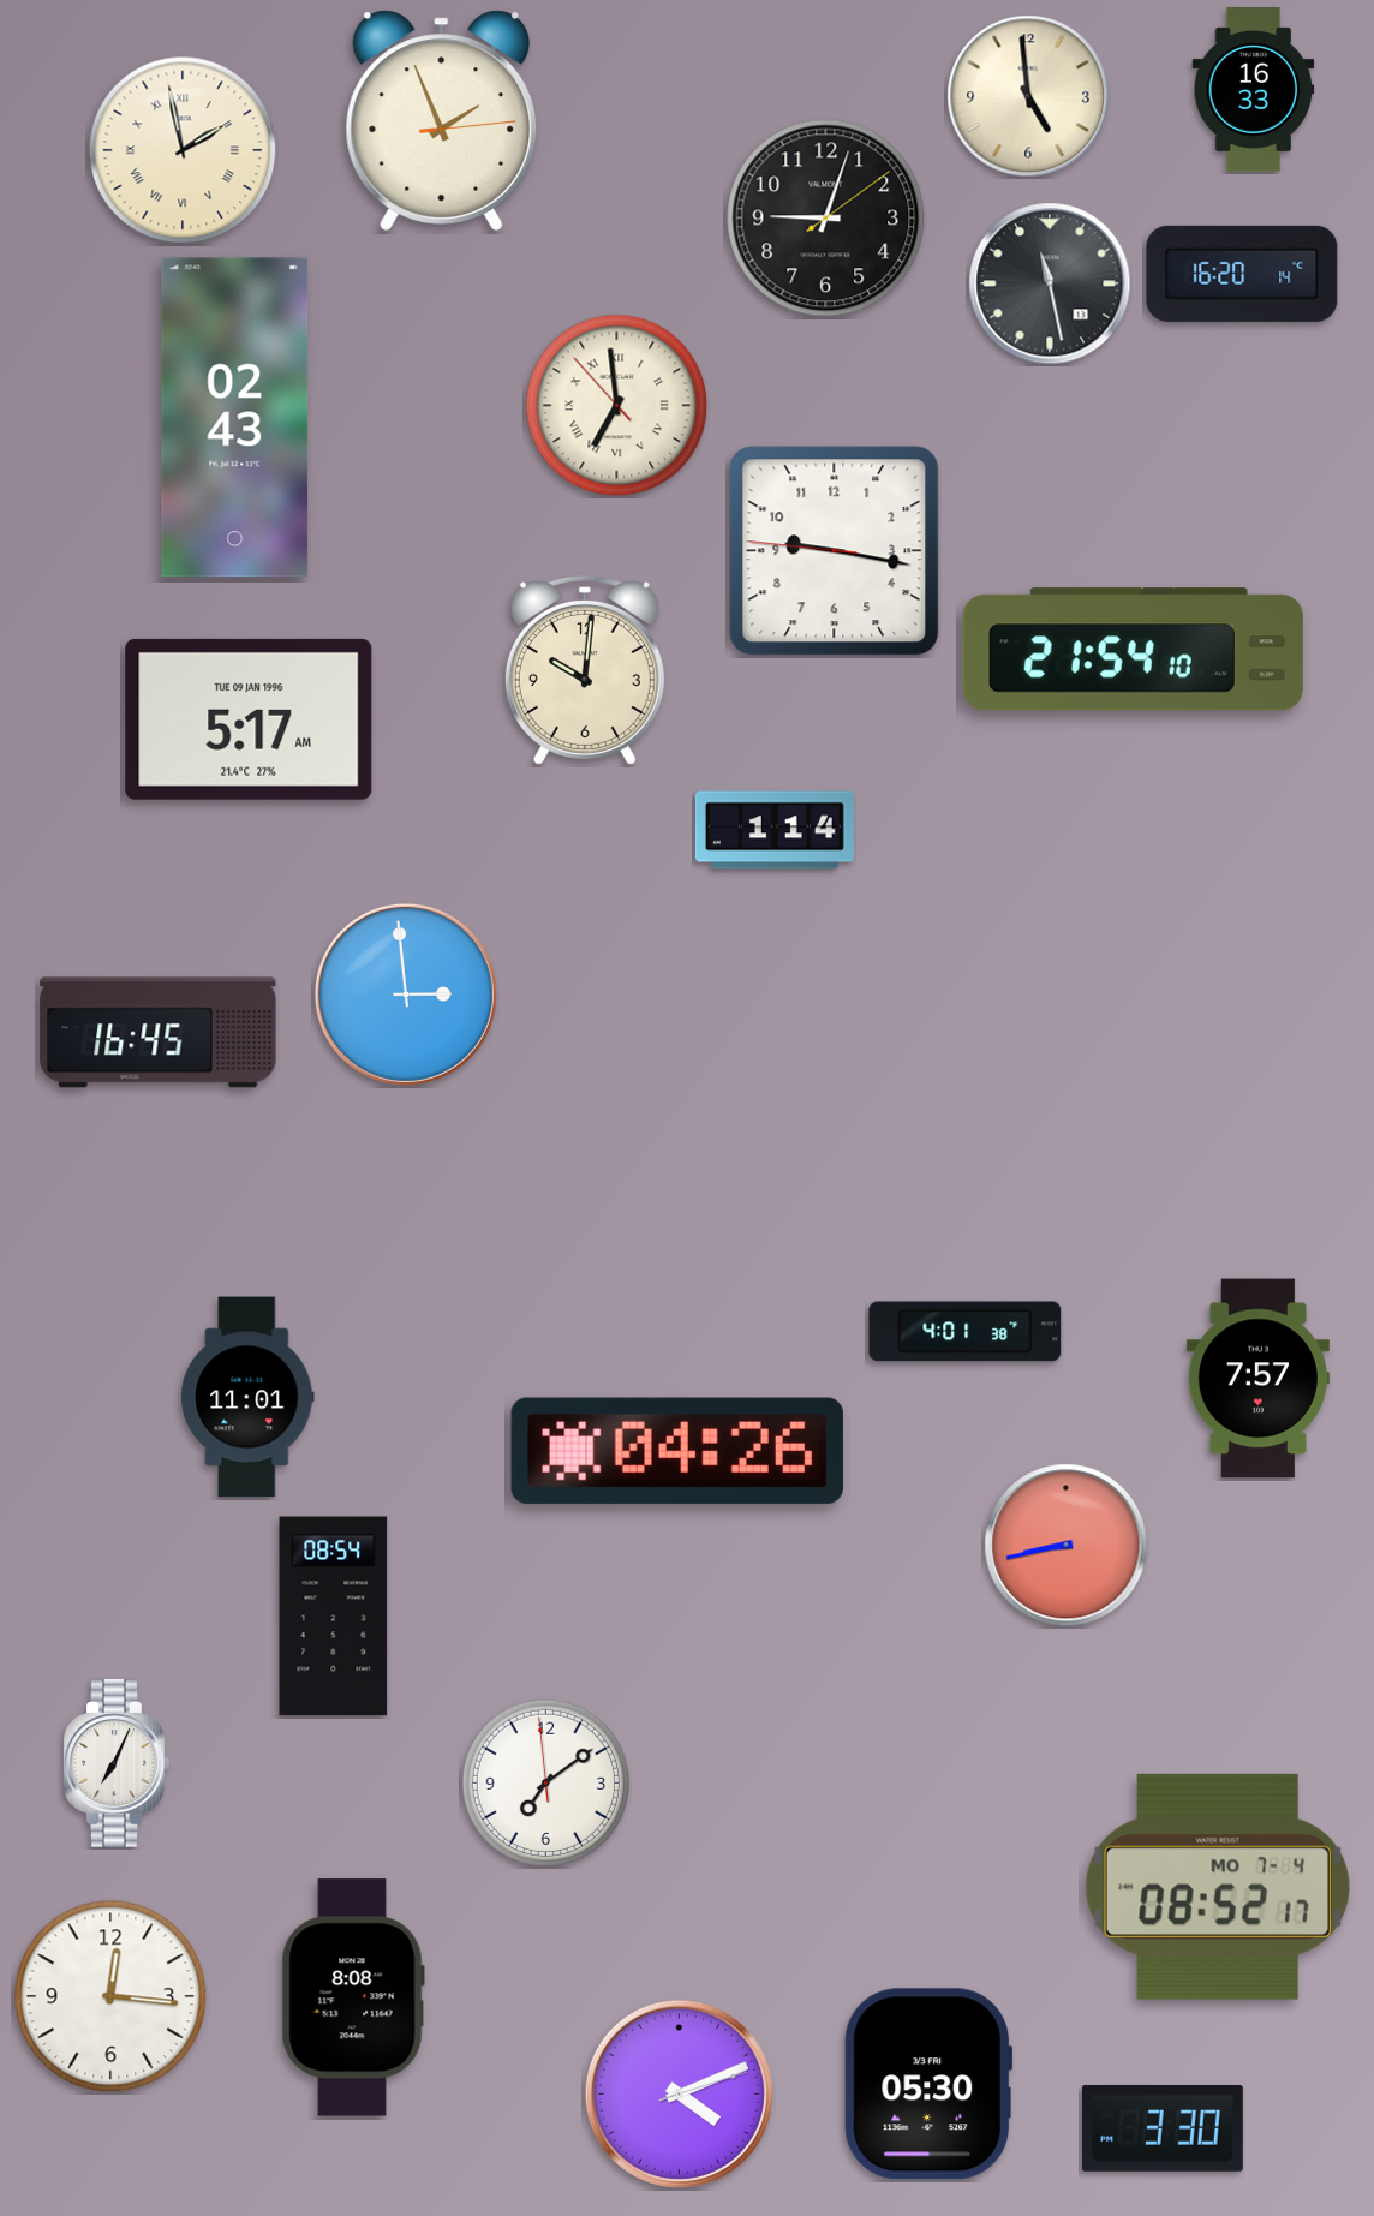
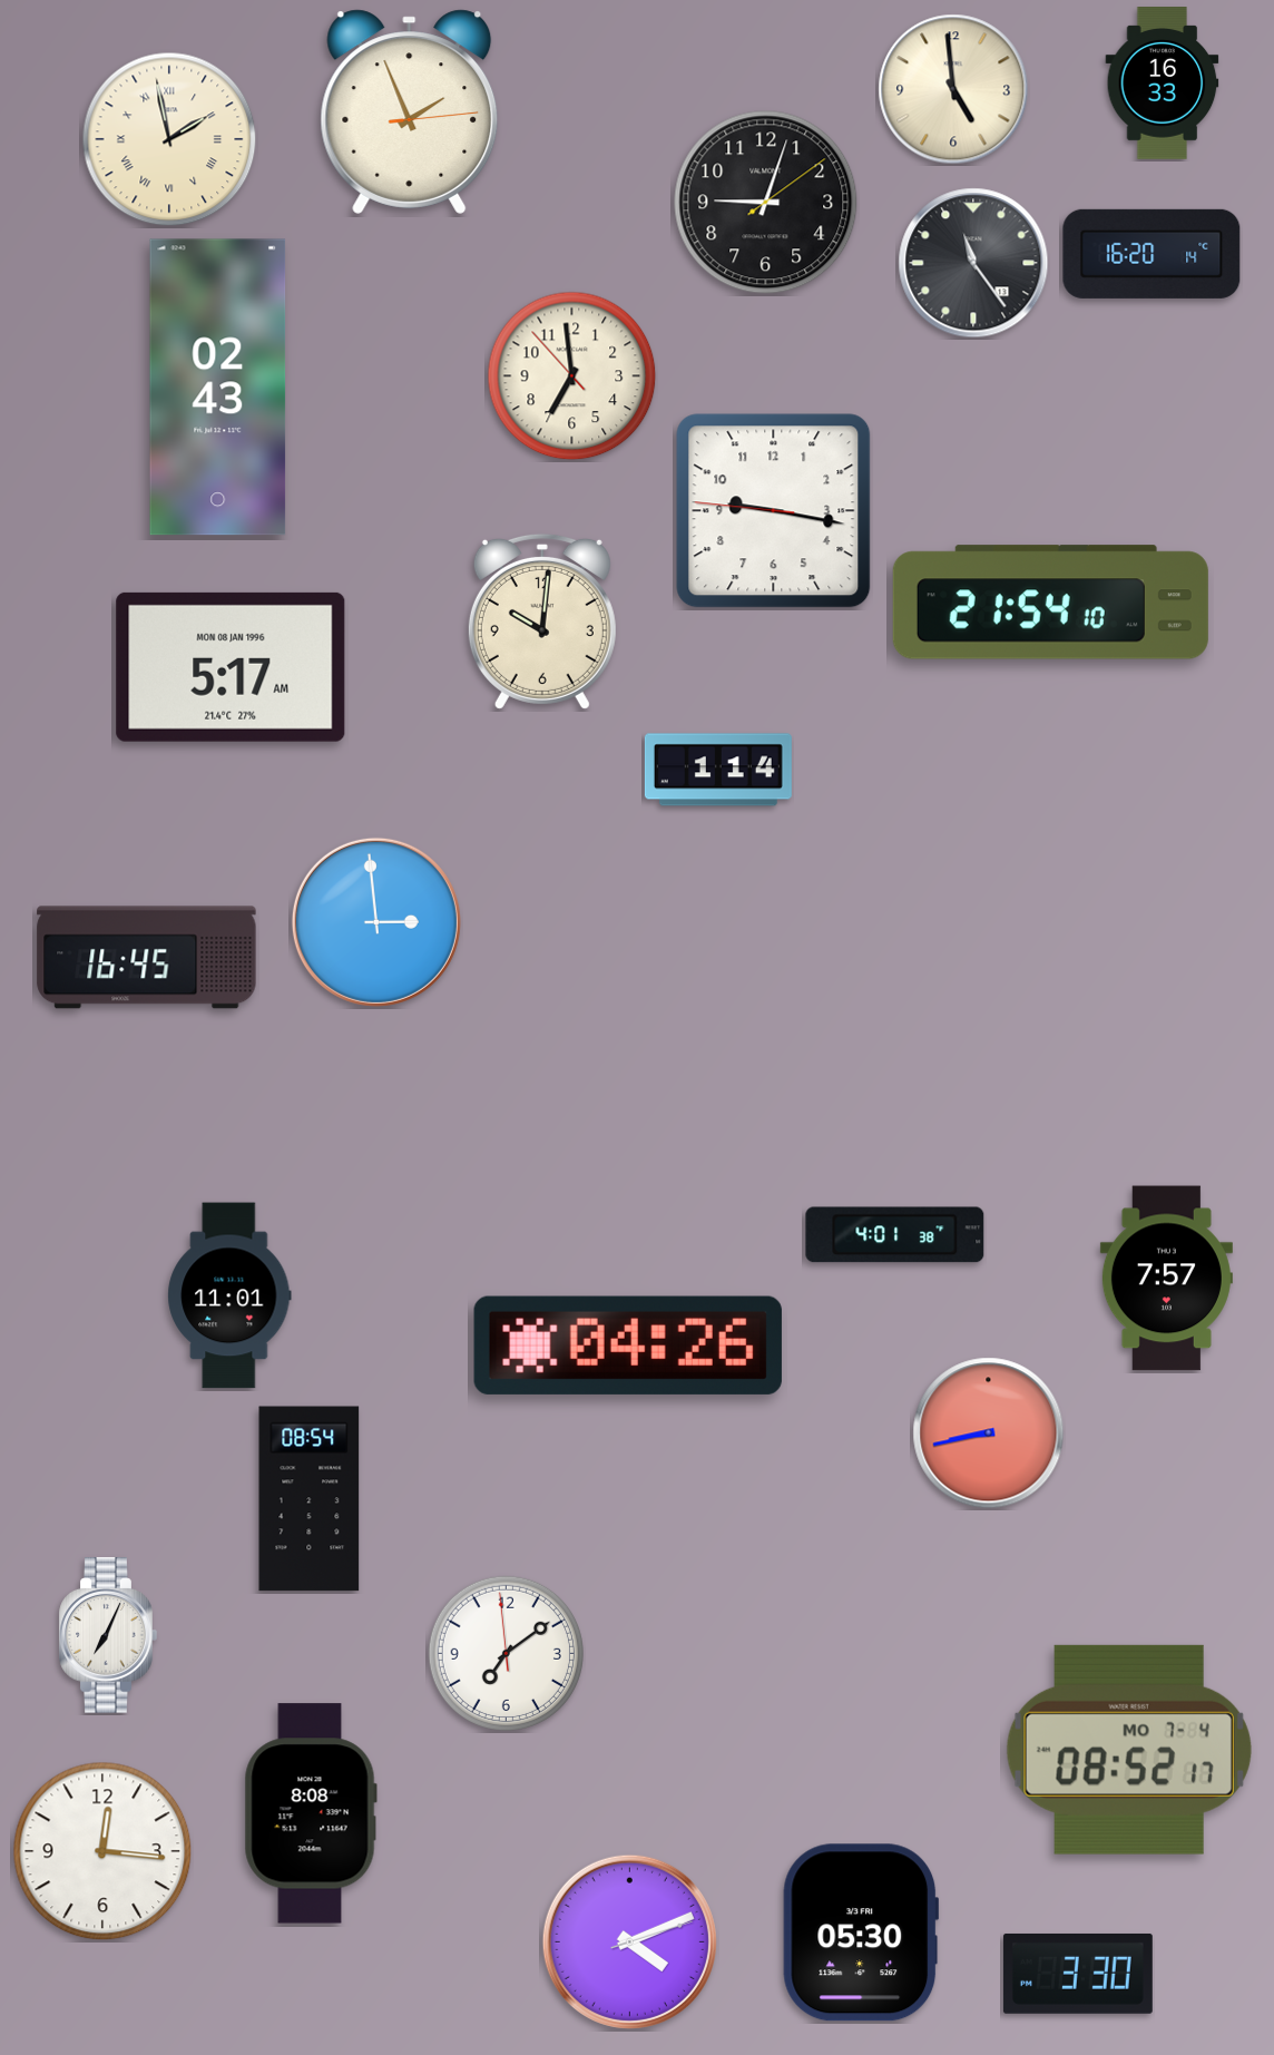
clock at (1050, 283): 11:28 -> 11:24
clock at (617, 406) numerals: Roman -> Arabic
clock at (249, 719) date: TUE 09 JAN 1996 -> MON 08 JAN 1996
clock at (353, 1997) position: (353, 1997) -> (311, 1813)
